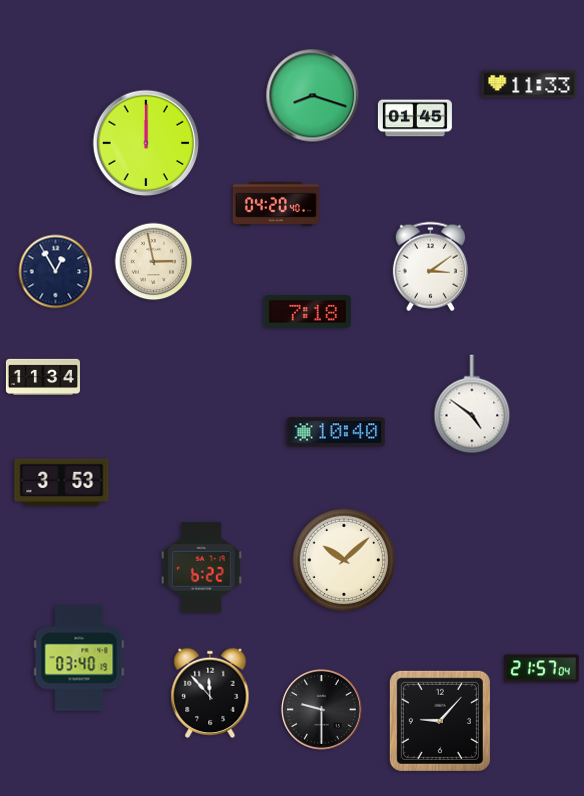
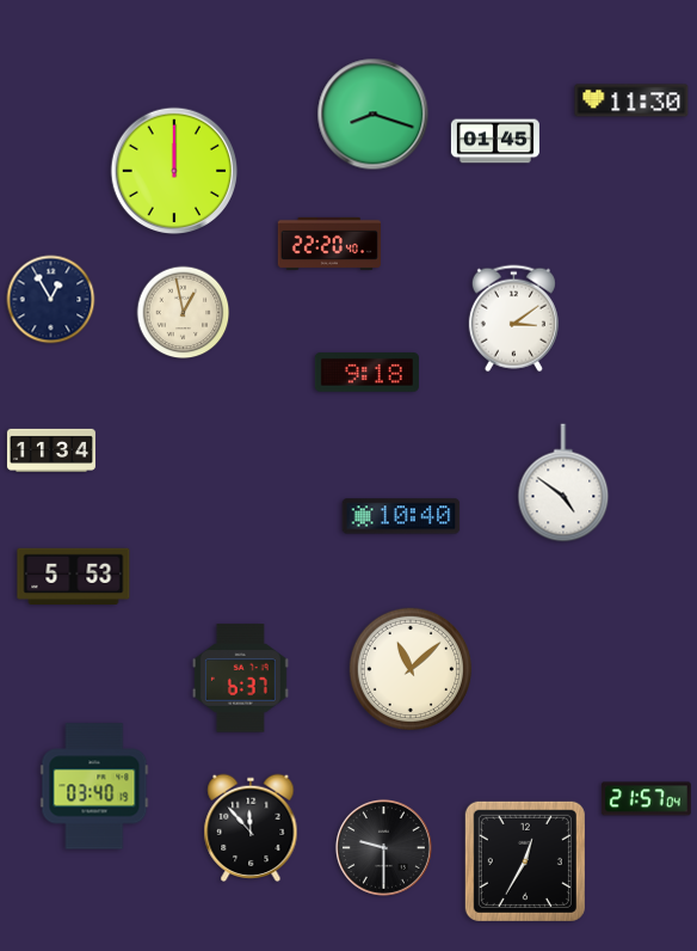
clock at (529, 84): 11:33 -> 11:30
clock at (275, 204): 04:20 -> 22:20
clock at (154, 262): 2:58 -> 12:58
clock at (56, 272) position: (56, 272) -> (51, 300)
clock at (307, 312): 7:18 -> 9:18
clock at (62, 482): 3:53 -> 5:53
clock at (343, 559): 10:08 -> 11:08
clock at (201, 568): 6:22 -> 6:37
clock at (440, 721): 9:07 -> 12:35
